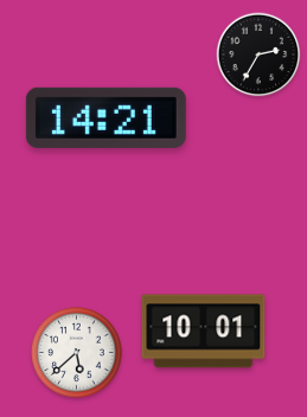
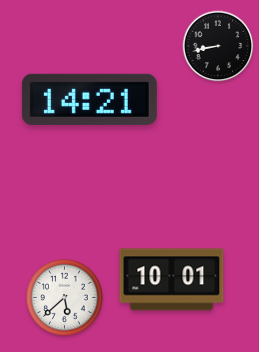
clock at (258, 54): 2:35 -> 8:43
